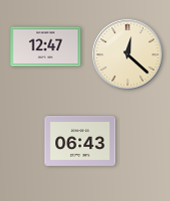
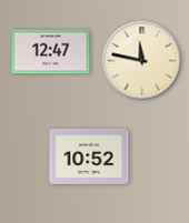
clock at (128, 55): 12:22 -> 11:47
clock at (80, 141): 06:43 -> 10:52
